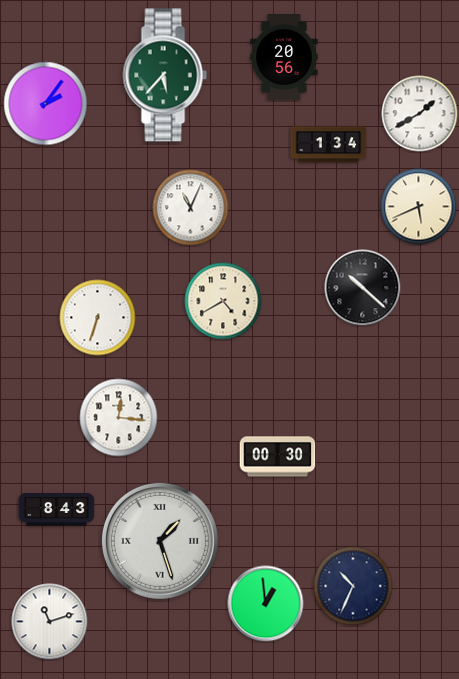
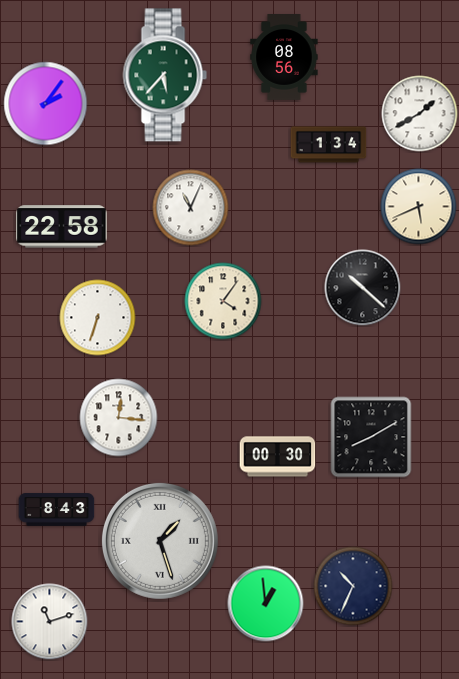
clock at (284, 58): 20:56 -> 08:56
clock at (62, 227): none -> 22:58
clock at (223, 301): 4:40 -> 4:06
clock at (371, 437): none -> 8:10
